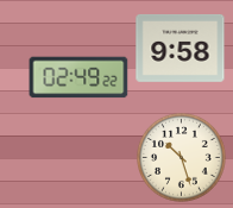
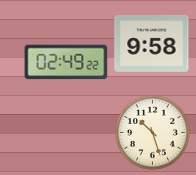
clock at (181, 48) position: (181, 48) -> (152, 43)
clock at (78, 77) position: (78, 77) -> (66, 62)
